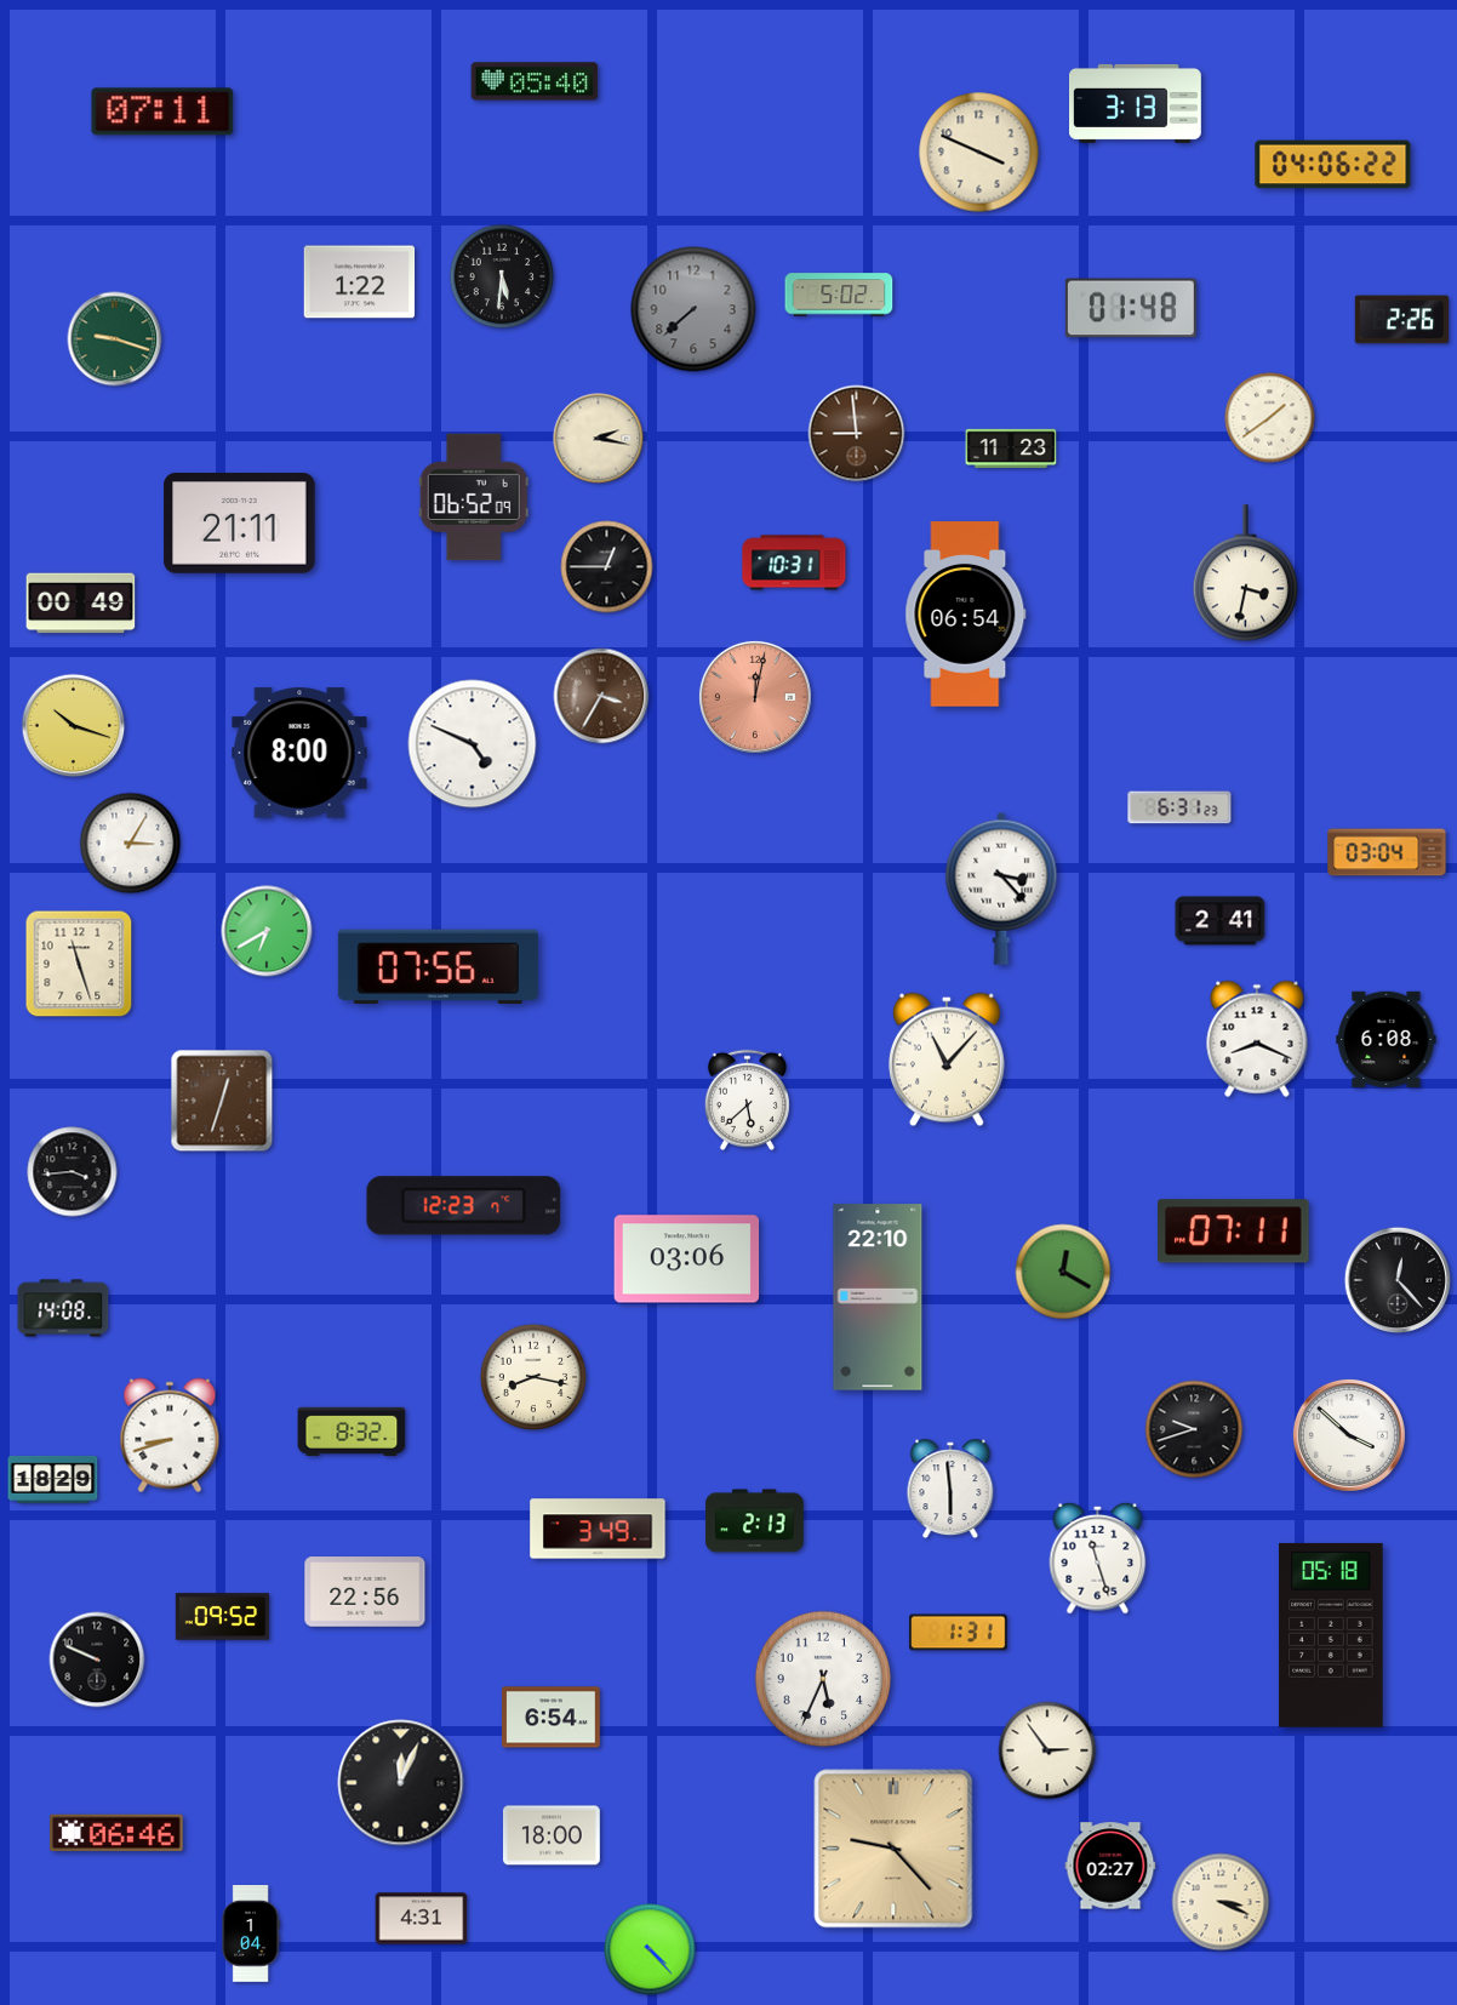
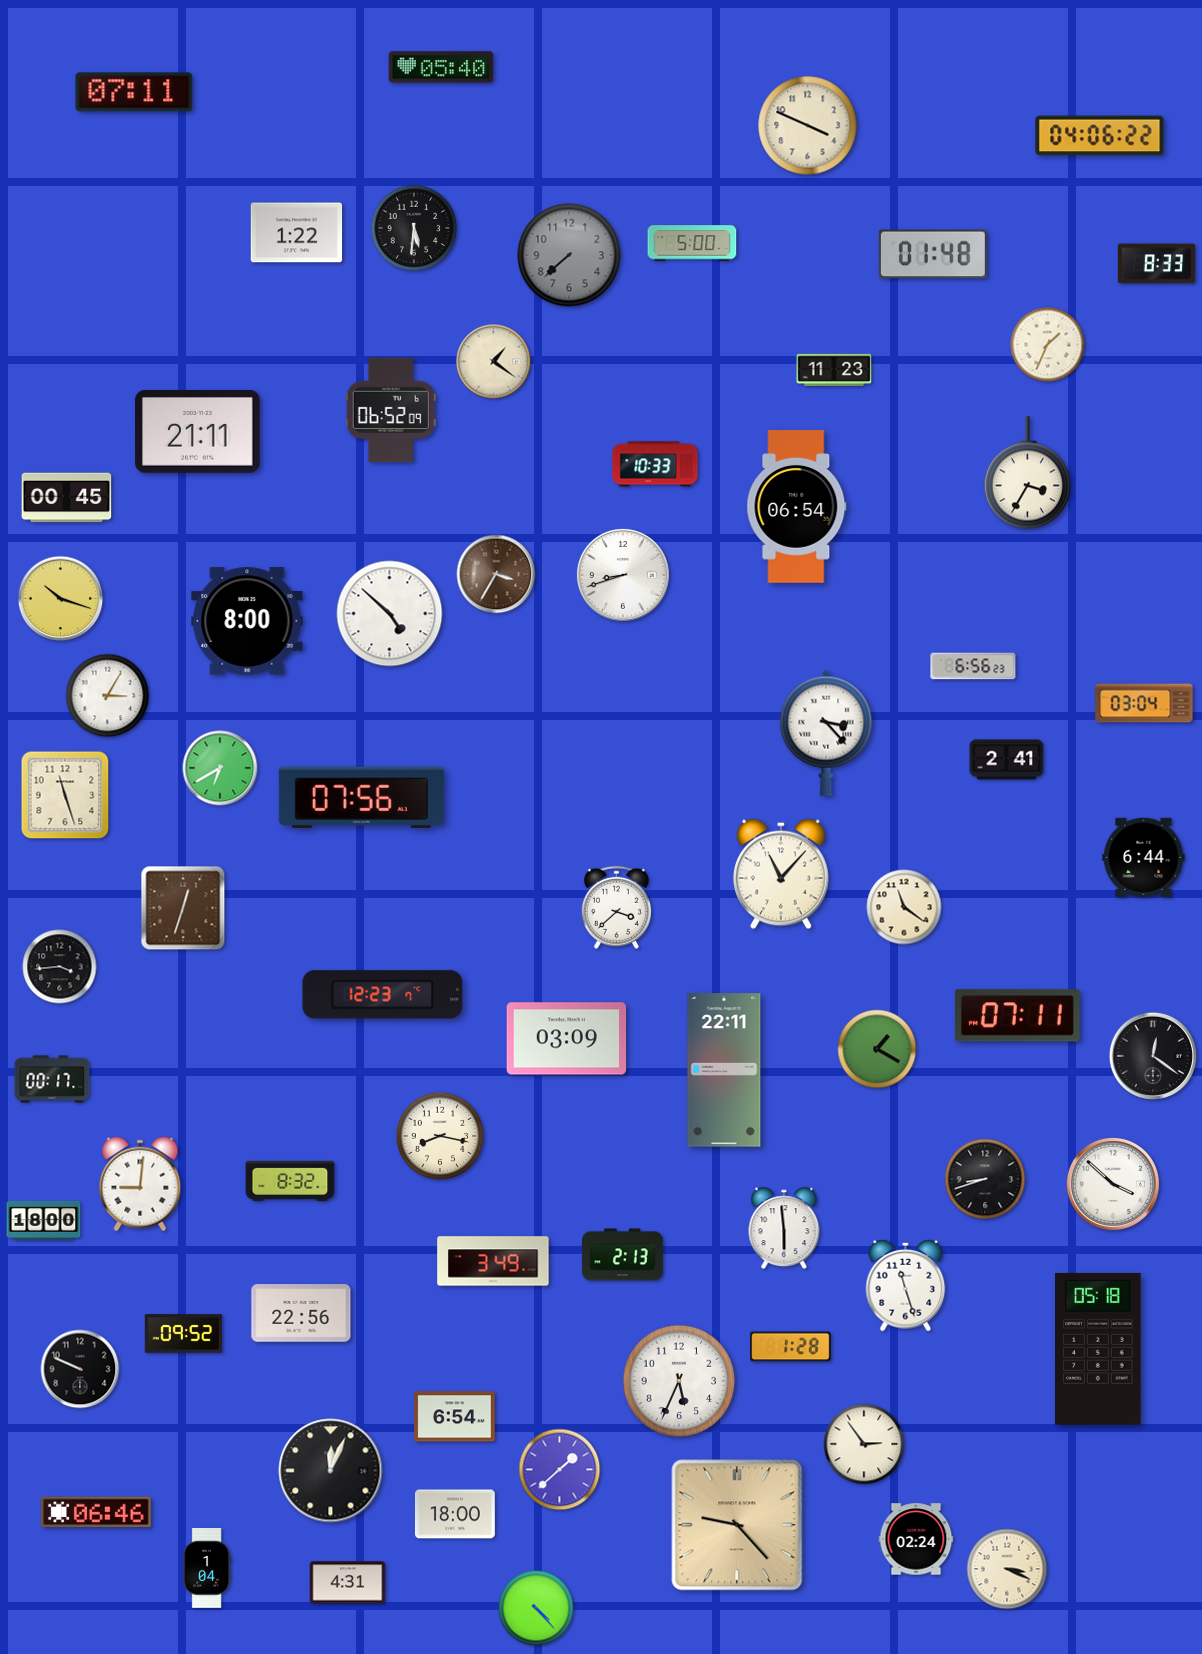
clock at (1136, 103): 3:13 -> none
clock at (839, 295): 5:02 -> 5:00
clock at (693, 309) position: (693, 309) -> (569, 255)
clock at (1402, 320): 2:26 -> 8:33
clock at (115, 339): 9:18 -> none
clock at (1270, 418): 1:39 -> 1:34
clock at (857, 434): 8:59 -> none
clock at (599, 439): 2:17 -> 1:21
clock at (794, 562): 10:31 -> 10:33
clock at (607, 567): 12:45 -> none
clock at (1245, 573): 3:32 -> 3:35
clock at (81, 604): 00:49 -> 00:45
clock at (755, 697): 12:02 -> 8:42
clock at (755, 697) dial: salmon -> white
clock at (473, 744): 4:49 -> 4:52
clock at (1179, 807): 6:31 -> 6:56
clock at (1257, 1039): 8:19 -> none
clock at (1387, 1039): 6:08 -> 6:44
clock at (747, 1099): 5:38 -> 3:38
clock at (904, 907): none -> 11:21
clock at (687, 1259): 03:06 -> 03:09
clock at (1063, 1272): 12:20 -> 1:20
clock at (1398, 1280): 12:23 -> 12:21
clock at (878, 1297): 22:10 -> 22:11
clock at (63, 1308): 14:08 -> 00:17
clock at (1194, 1429): 9:42 -> 8:42
clock at (170, 1435): 8:42 -> 9:01
clock at (53, 1479): 18:29 -> 18:00
clock at (959, 1633): 1:31 -> 1:28
clock at (823, 1679) position: (823, 1679) -> (679, 1381)
clock at (560, 1470): none -> 1:38
clock at (1110, 1866): 02:27 -> 02:24
clock at (251, 1935) position: (251, 1935) -> (207, 1569)
